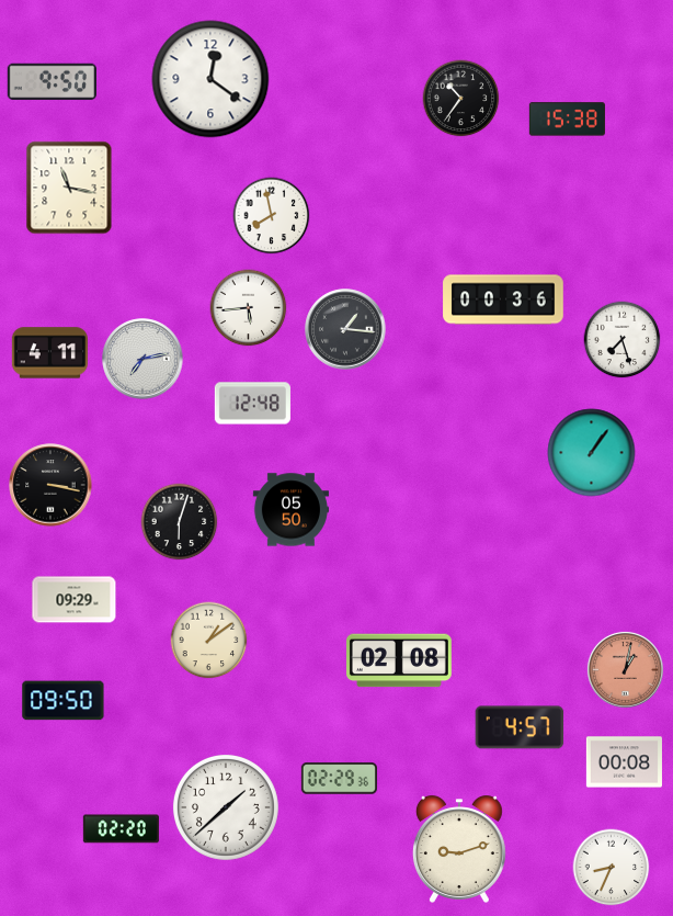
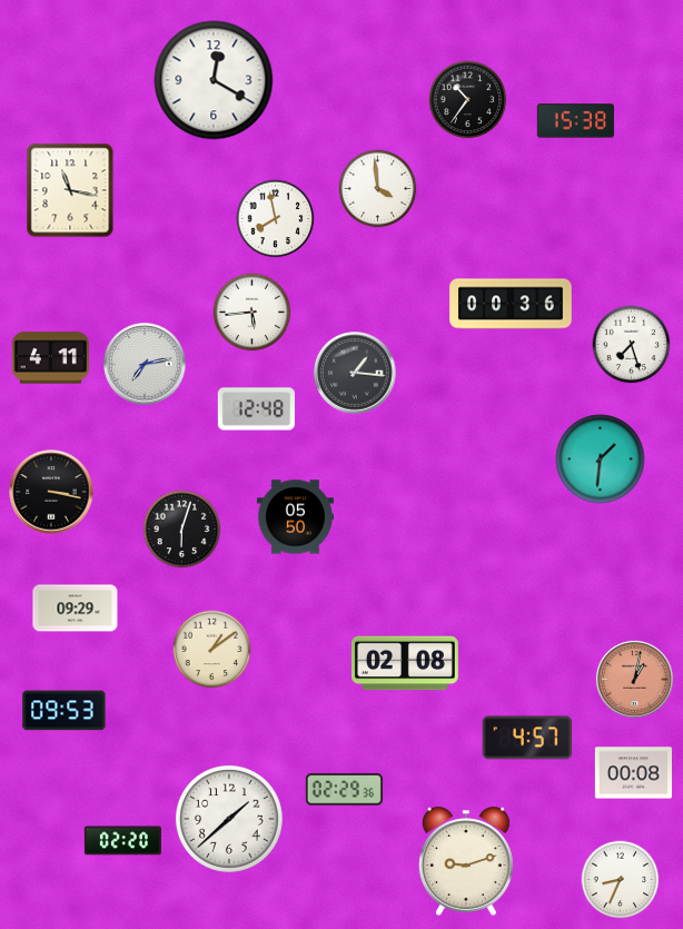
clock at (210, 79): 12:21 -> 12:20
clock at (52, 82): 9:50 -> none
clock at (378, 189): none -> 3:59
clock at (345, 329) position: (345, 329) -> (355, 373)
clock at (592, 453): 1:06 -> 1:31
clock at (399, 660) position: (399, 660) -> (405, 663)
clock at (64, 701): 09:50 -> 09:53
